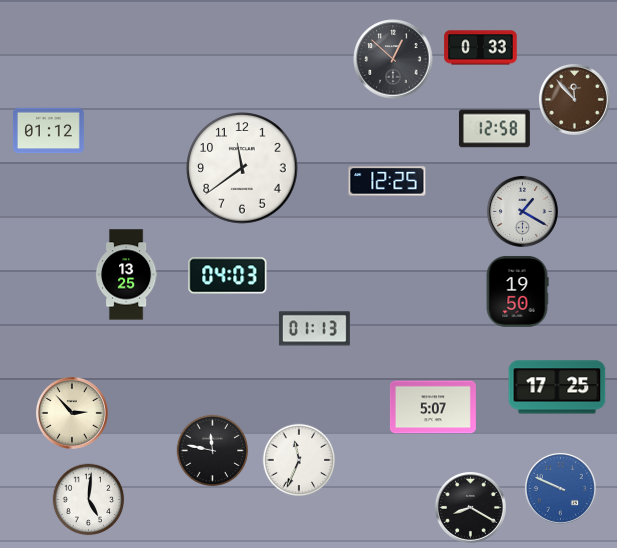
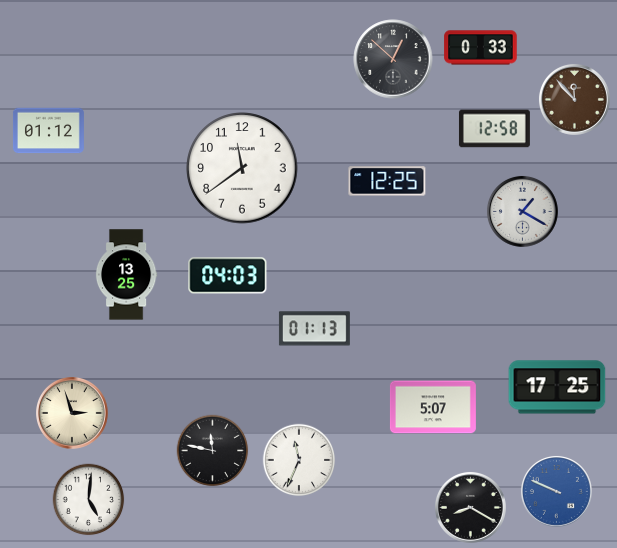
clock at (517, 291): 19:50 -> none
clock at (73, 414): 2:53 -> 2:57
clock at (560, 488) position: (560, 488) -> (556, 491)
